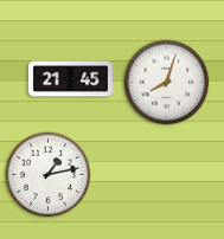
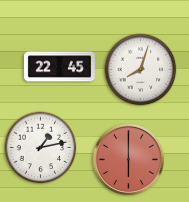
clock at (70, 79): 21:45 -> 22:45
clock at (128, 159): none -> 6:00
